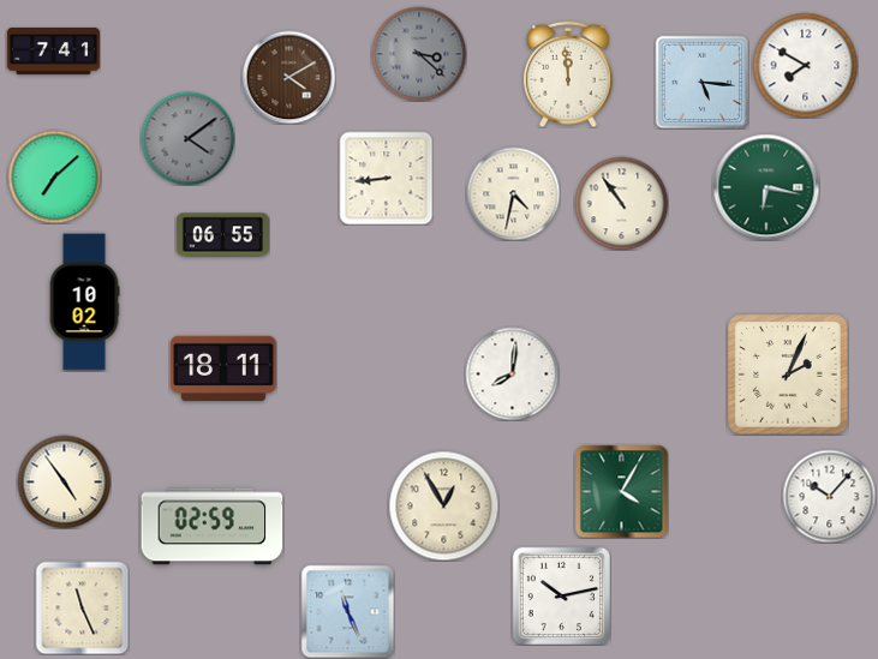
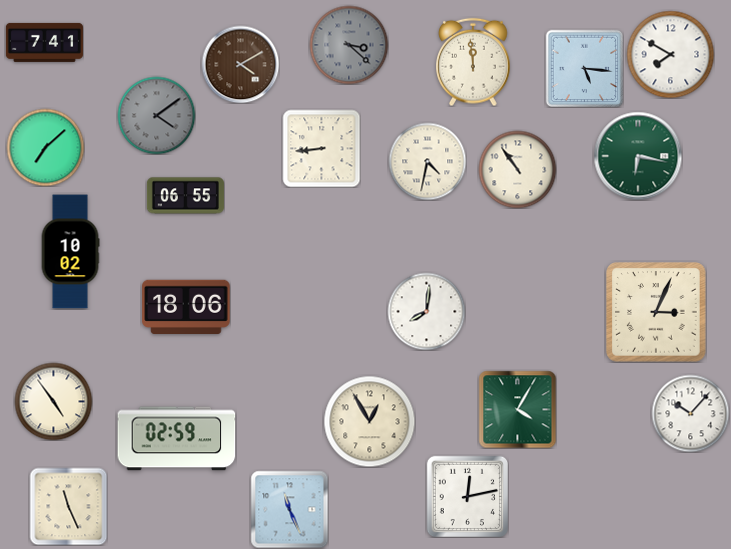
clock at (223, 367): 18:11 -> 18:06
clock at (788, 375): 2:04 -> 3:04
clock at (561, 595): 10:13 -> 12:13
